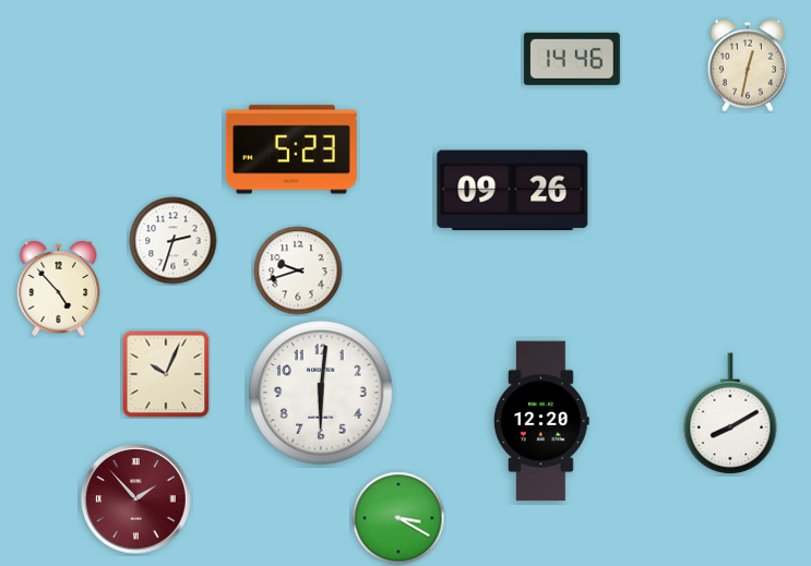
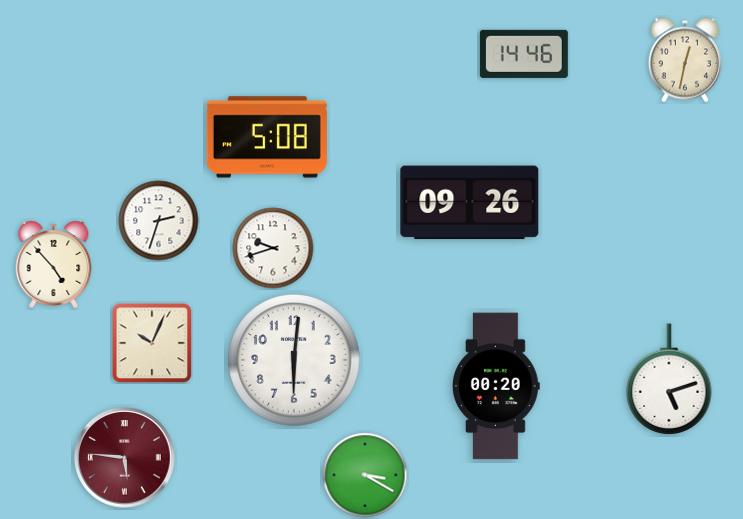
clock at (291, 149): 5:23 -> 5:08
clock at (513, 191) position: (513, 191) -> (470, 203)
clock at (730, 414): 8:10 -> 5:12
clock at (542, 421): 12:20 -> 00:20
clock at (136, 499): 1:53 -> 5:46
